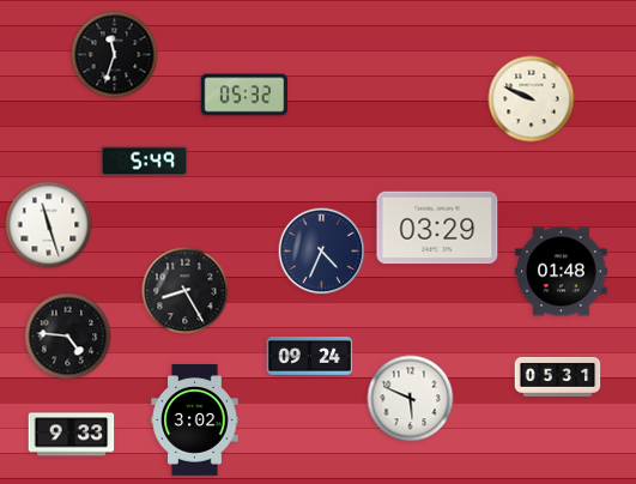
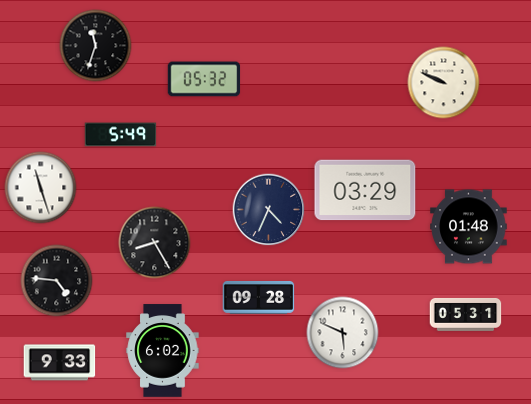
clock at (310, 357): 09:24 -> 09:28
clock at (195, 421): 3:02 -> 6:02
